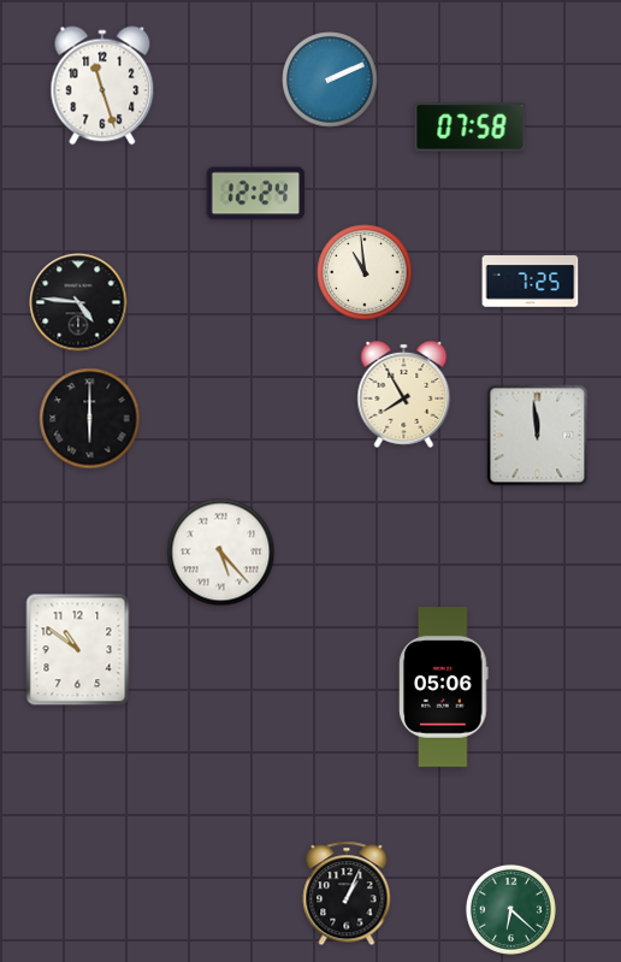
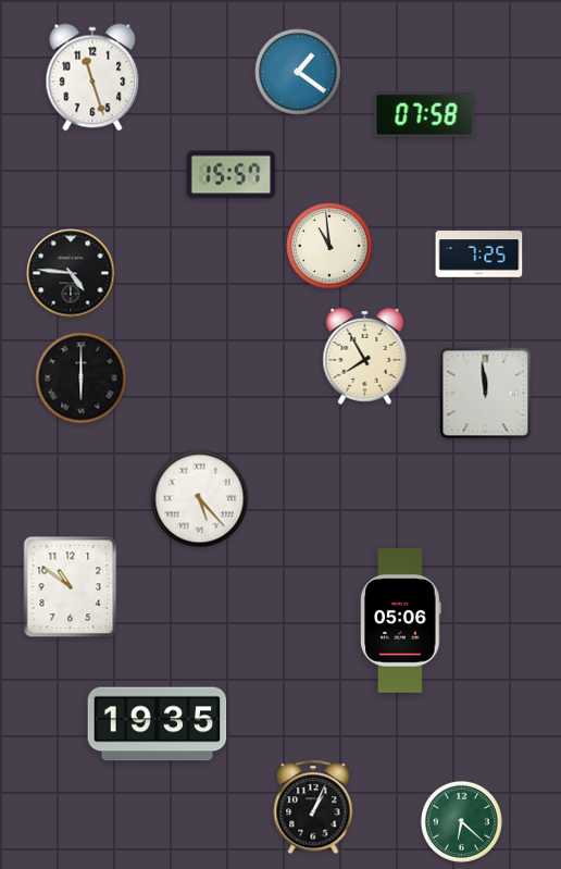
clock at (330, 79): 2:11 -> 1:21
clock at (256, 194): 12:24 -> 15:57
clock at (158, 724): none -> 19:35
